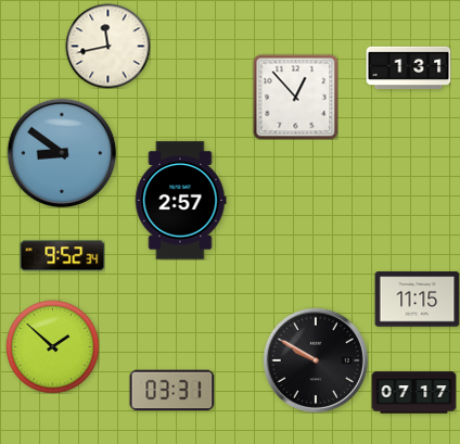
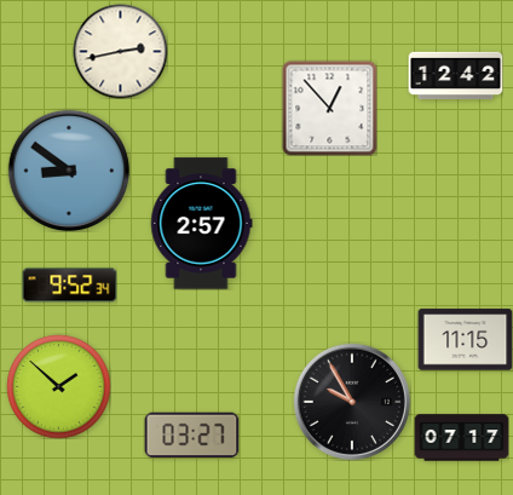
clock at (107, 46): 11:43 -> 2:43
clock at (408, 68): 1:31 -> 12:42
clock at (417, 300) position: (417, 300) -> (465, 340)
clock at (316, 360): 9:50 -> 9:55
clock at (171, 391): 03:31 -> 03:27
